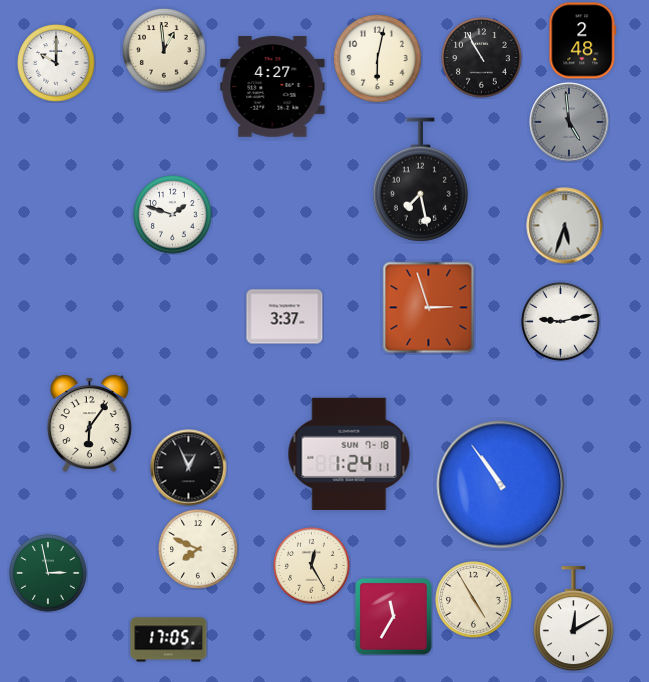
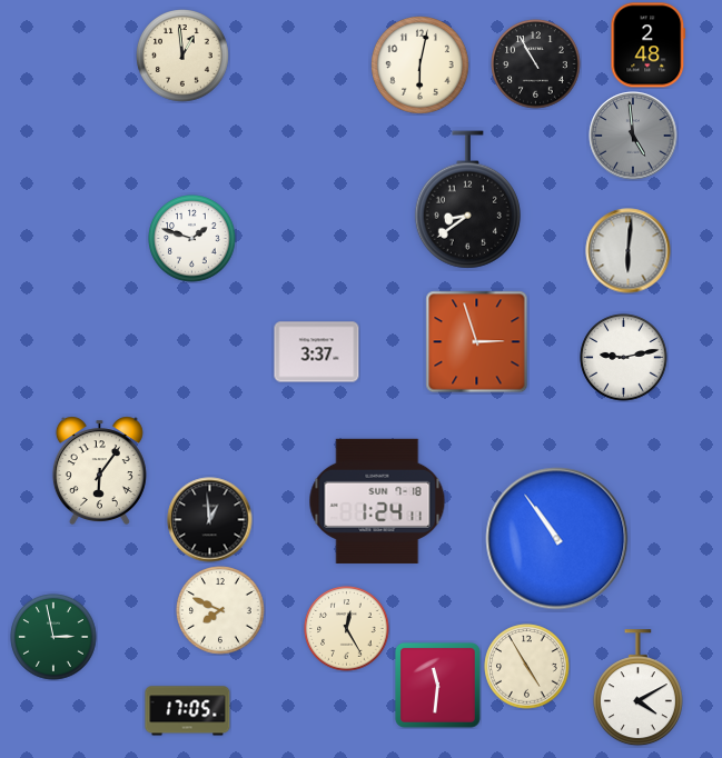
clock at (56, 63): 10:00 -> none
clock at (273, 87): 4:27 -> none
clock at (420, 180): 7:28 -> 8:39
clock at (565, 226): 5:33 -> 6:01
clock at (349, 454) position: (349, 454) -> (377, 501)
clock at (189, 468): 12:56 -> 12:59
clock at (393, 616): 11:35 -> 11:31
clock at (573, 619): 12:10 -> 4:10
